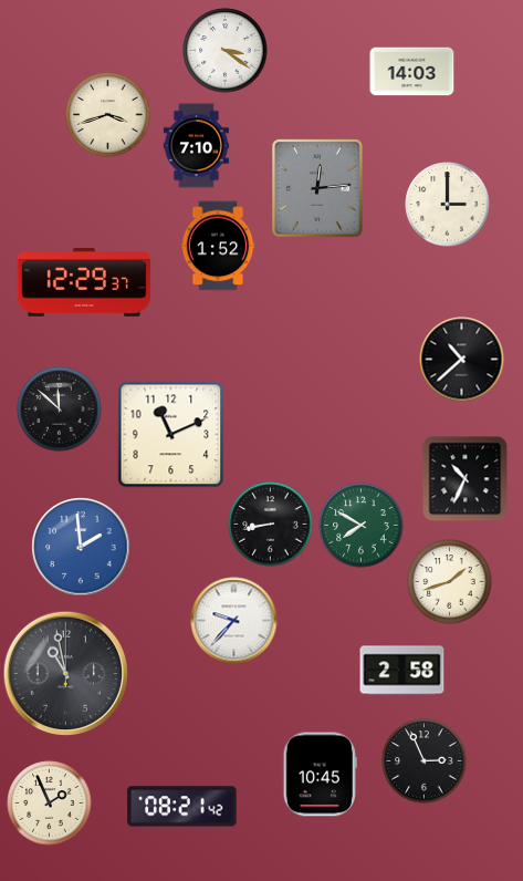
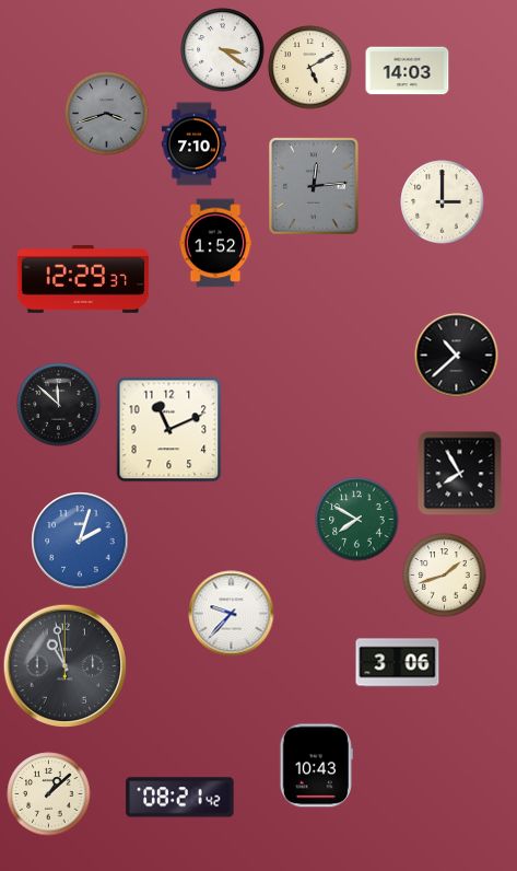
clock at (310, 68): none -> 5:10
clock at (108, 115) dial: cream -> grey
clock at (466, 479): 10:34 -> 7:55
clock at (271, 525): 8:43 -> none
clock at (81, 547): 1:59 -> 2:03
clock at (402, 671): 2:58 -> 3:06
clock at (425, 761): 2:56 -> none
clock at (320, 775): 10:45 -> 10:43
clock at (50, 804): 1:56 -> 1:08
